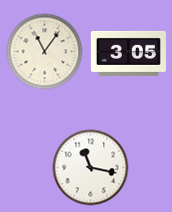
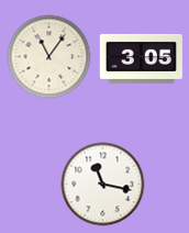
clock at (91, 168) position: (91, 168) -> (103, 185)
